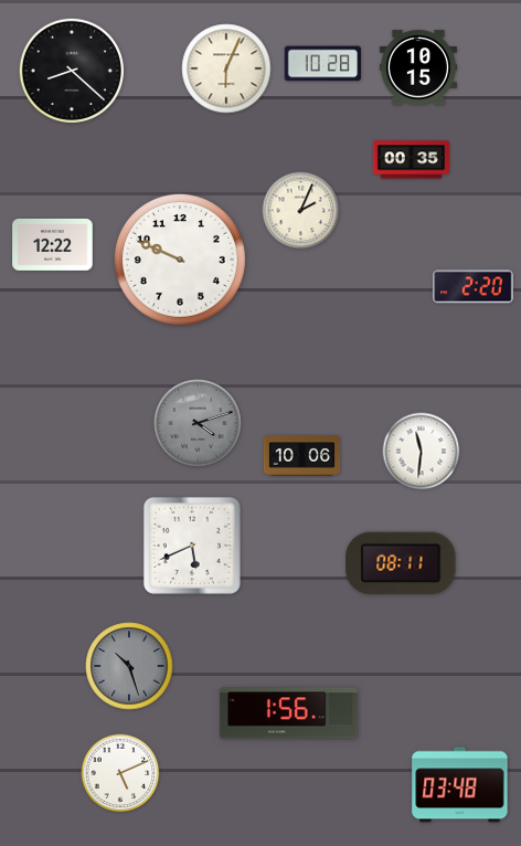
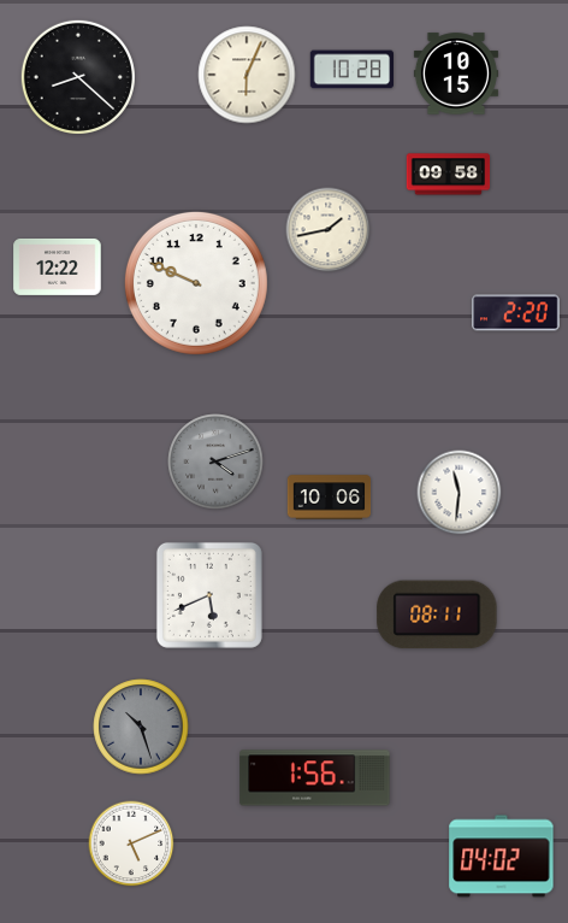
clock at (412, 160): 00:35 -> 09:58
clock at (301, 211): 2:04 -> 1:43
clock at (460, 785): 03:48 -> 04:02
